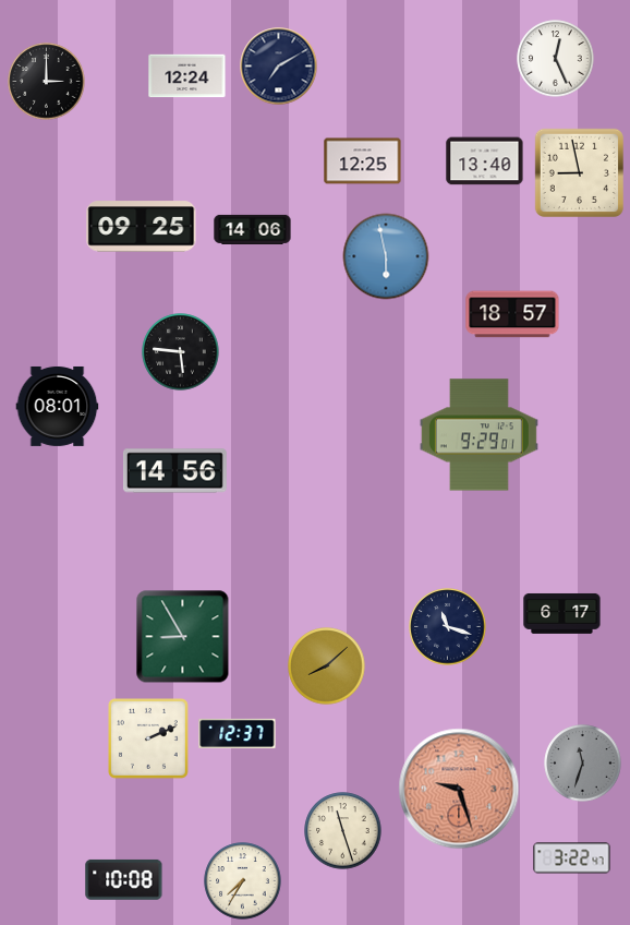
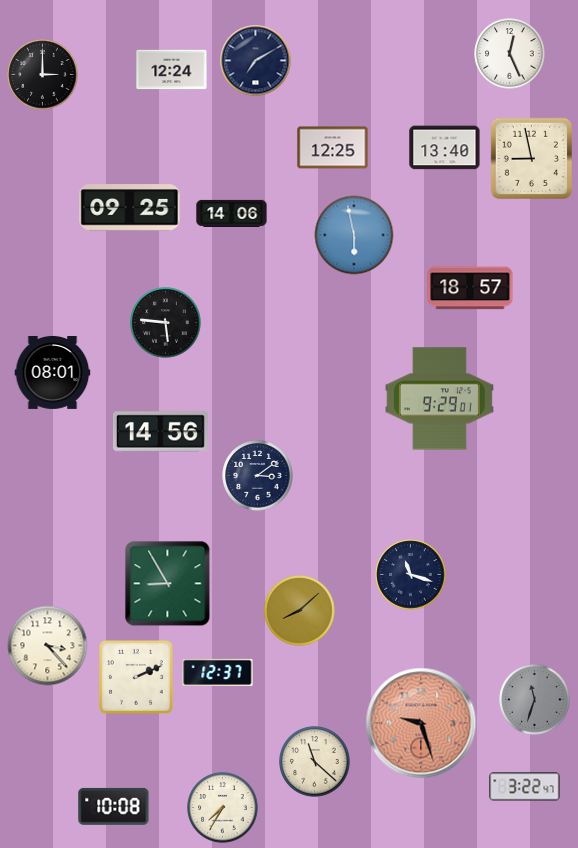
clock at (253, 229) position: (253, 229) -> (232, 213)
clock at (258, 476): none -> 3:09
clock at (562, 613): 6:17 -> none
clock at (48, 646): none -> 3:23
clock at (343, 831): 11:27 -> 11:22
